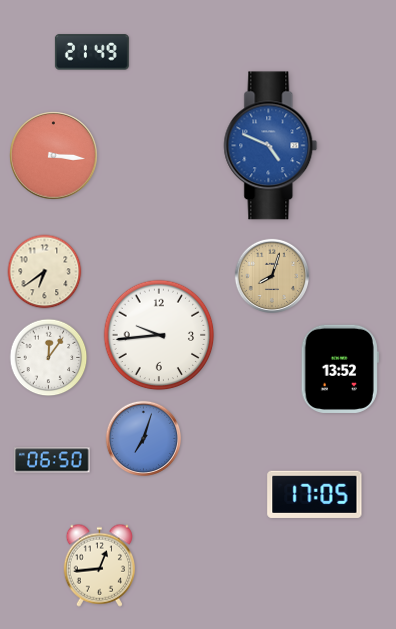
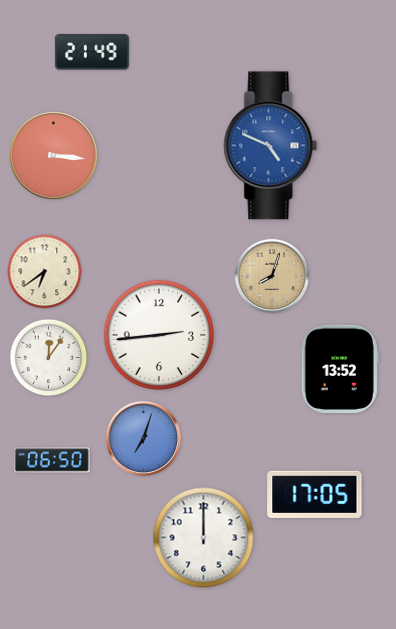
clock at (159, 335): 9:44 -> 2:44
clock at (204, 538): none -> 12:00
clock at (99, 565): 12:44 -> none
